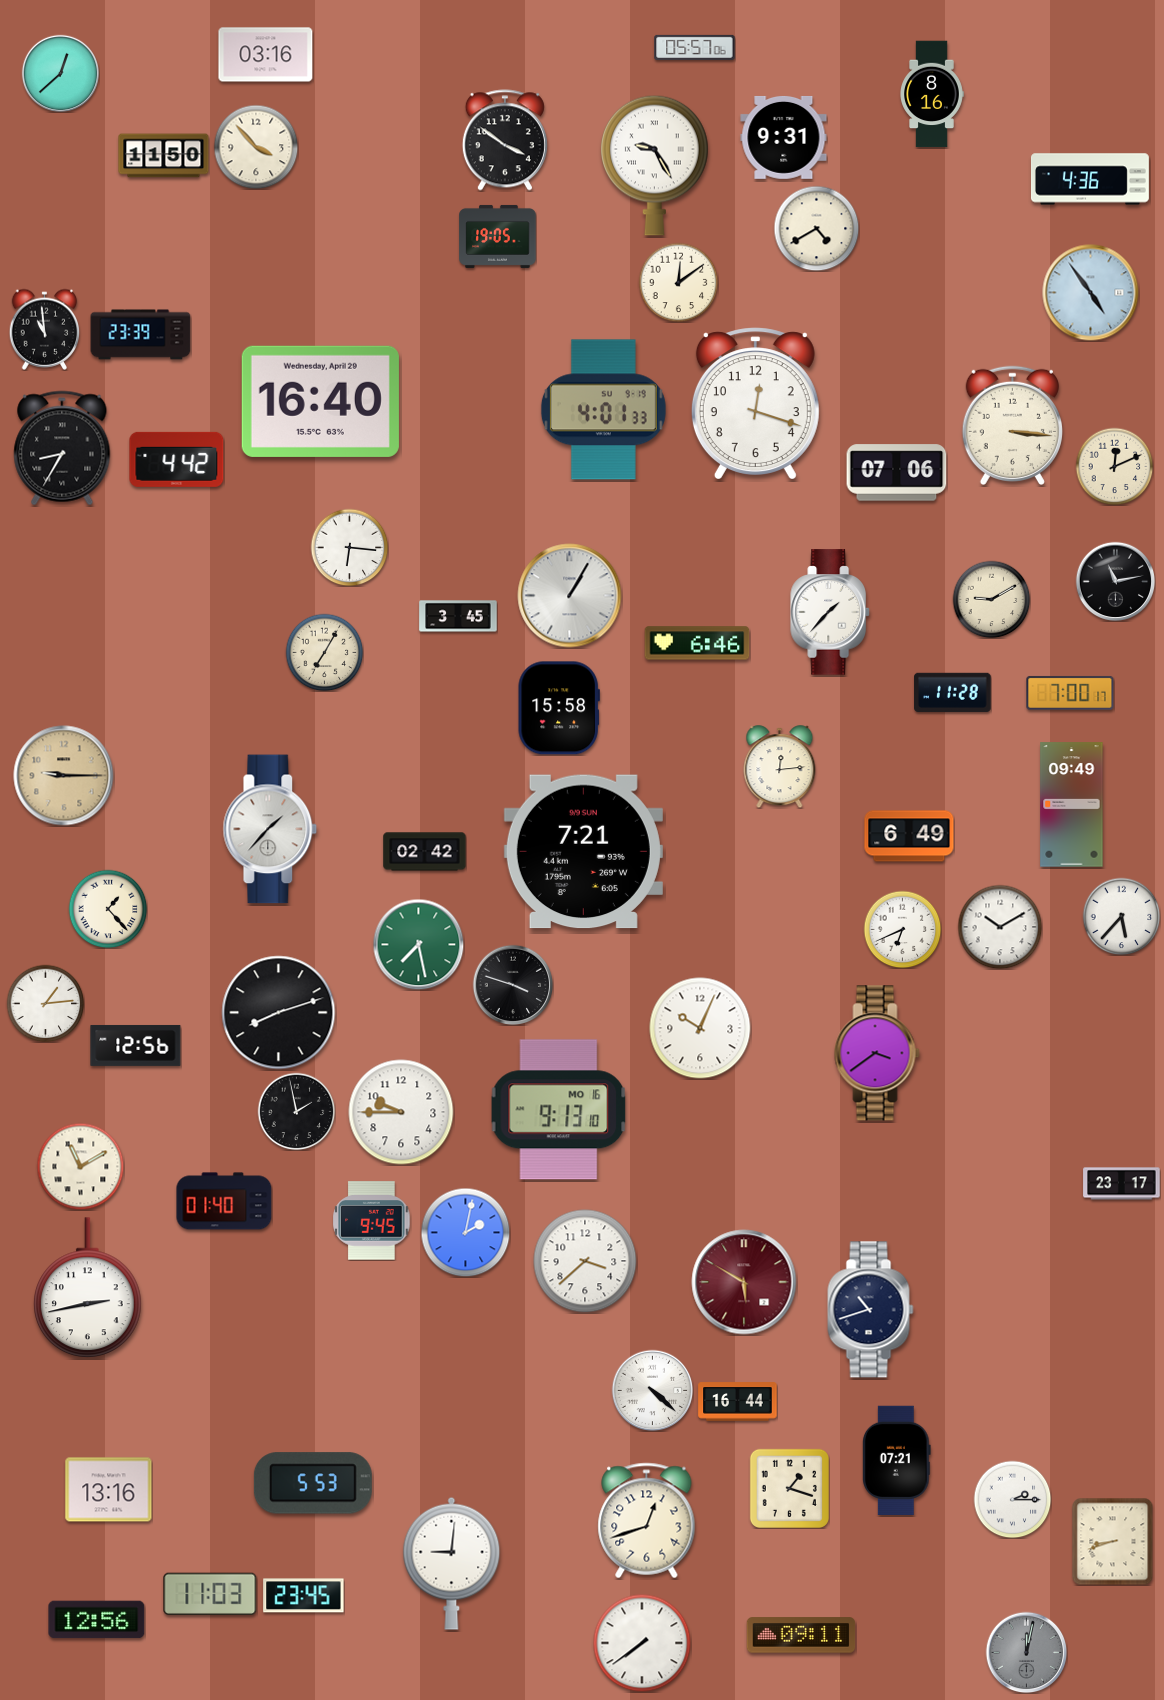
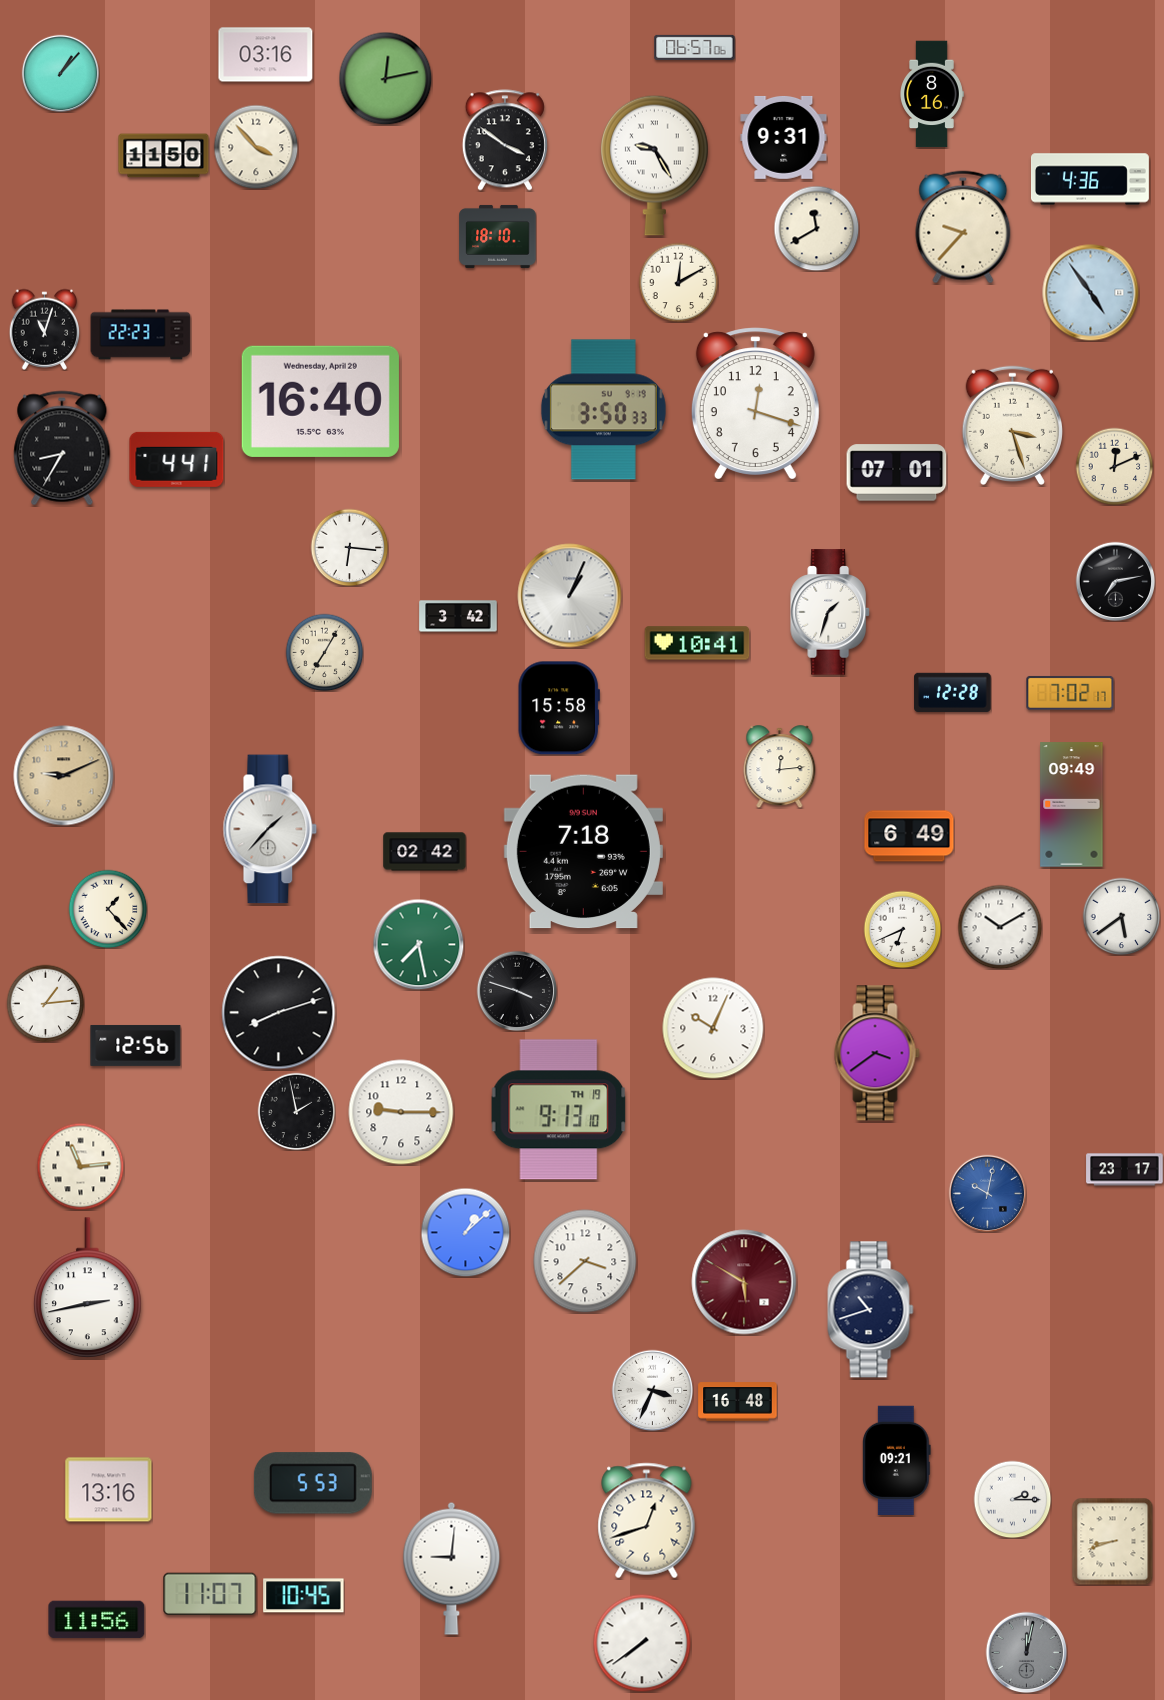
clock at (695, 47): 05:57 -> 06:57
clock at (60, 73): 12:38 -> 1:07
clock at (385, 78): none -> 12:13
clock at (963, 227): none -> 9:37
clock at (816, 228): 4:40 -> 11:40
clock at (498, 236): 19:05 -> 18:10
clock at (678, 282): 12:09 -> 12:10
clock at (45, 329): 10:59 -> 11:03
clock at (141, 335): 23:39 -> 22:23
clock at (603, 410): 4:01 -> 3:50
clock at (1012, 426): 3:16 -> 3:27
clock at (177, 459): 4:42 -> 4:41
clock at (897, 473): 07:06 -> 07:01
clock at (1115, 581): 11:13 -> 7:13
clock at (570, 596): 1:05 -> 1:04
clock at (991, 599): 9:10 -> none
clock at (830, 612): 1:37 -> 1:33
clock at (458, 616): 3:45 -> 3:42
clock at (697, 643): 6:46 -> 10:41
clock at (953, 692): 11:28 -> 12:28
clock at (1070, 693): 7:00 -> 7:02
clock at (64, 776): 9:15 -> 9:11
clock at (583, 852): 7:21 -> 7:18
clock at (1121, 916): 5:37 -> 5:39
clock at (513, 985) position: (513, 985) -> (517, 991)
clock at (700, 1028) position: (700, 1028) -> (713, 1028)
clock at (559, 1110) date: MO 16 -> TH 19
clock at (401, 1112): 9:45 -> 9:15
clock at (80, 1166): 11:10 -> 11:14
clock at (1122, 1184) position: (1122, 1184) -> (1125, 1170)
clock at (987, 1193): none -> 10:02
clock at (224, 1201): 01:40 -> none
clock at (372, 1221): 9:45 -> none
clock at (465, 1232): 2:02 -> 1:08
clock at (652, 1390): 4:22 -> 3:34
clock at (738, 1402): 16:44 -> 16:48
clock at (896, 1460): 07:21 -> 09:21
clock at (789, 1488): 1:18 -> none
clock at (452, 1563) position: (452, 1563) -> (452, 1568)
clock at (210, 1594): 11:03 -> 11:07
clock at (304, 1596): 23:45 -> 10:45
clock at (97, 1620): 12:56 -> 11:56
clock at (801, 1635): 09:11 -> none
